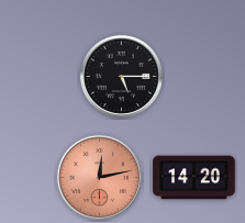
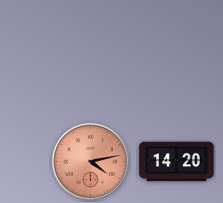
clock at (121, 76): 5:15 -> none
clock at (99, 177): 12:13 -> 4:13
